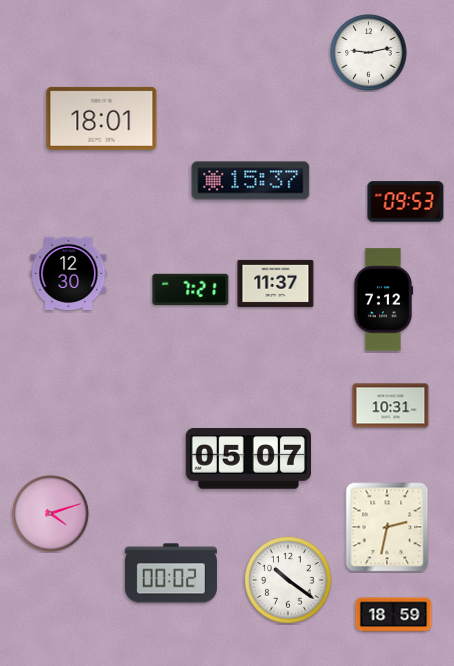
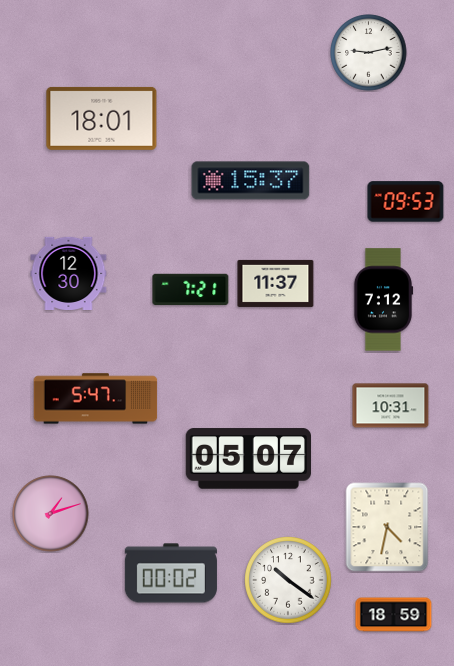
clock at (96, 399): none -> 5:47
clock at (51, 514): 4:12 -> 1:12
clock at (387, 527): 2:32 -> 4:32
